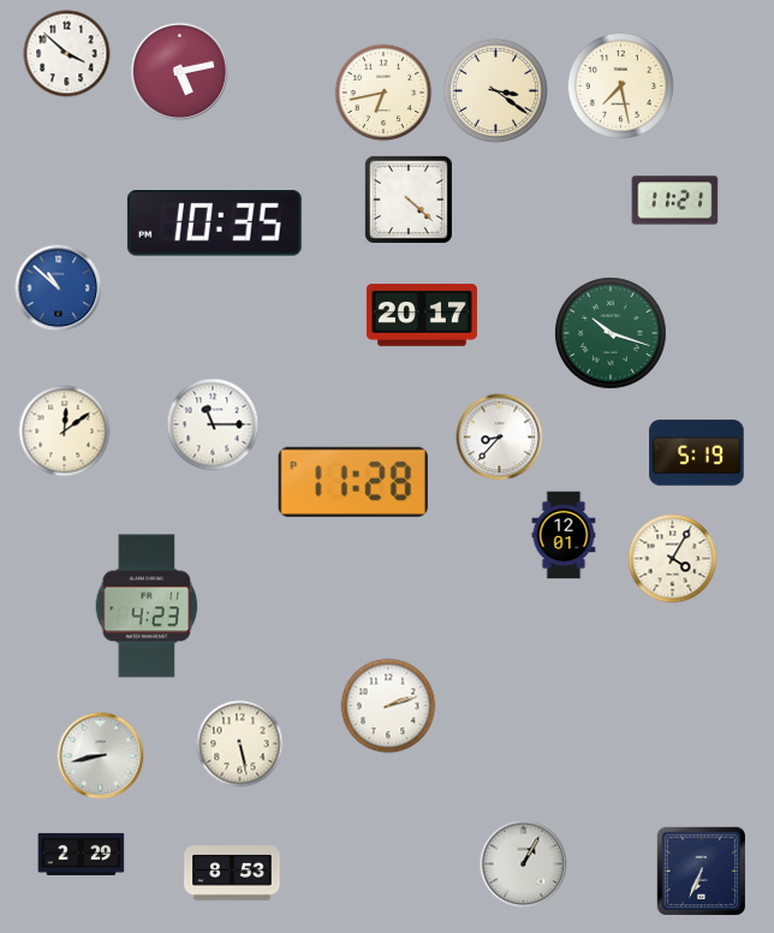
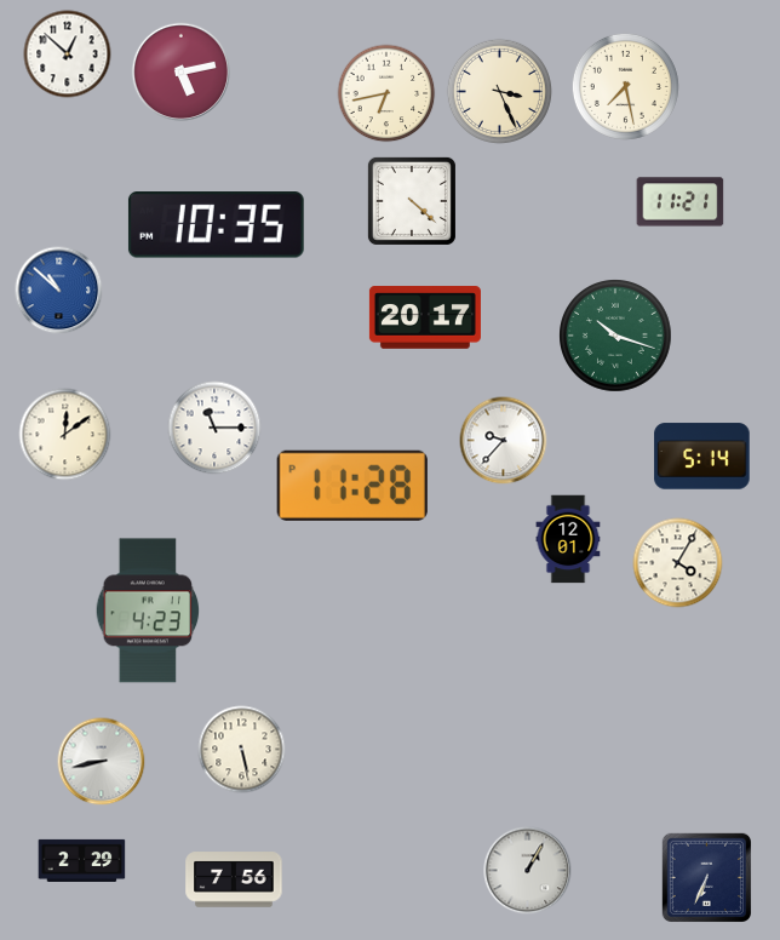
clock at (67, 54): 3:52 -> 12:52
clock at (495, 90): 3:21 -> 3:26
clock at (500, 438): 8:37 -> 9:37
clock at (697, 453): 5:19 -> 5:14
clock at (353, 482) position: (353, 482) -> (352, 486)
clock at (388, 706): 2:12 -> none
clock at (232, 873): 8:53 -> 7:56
